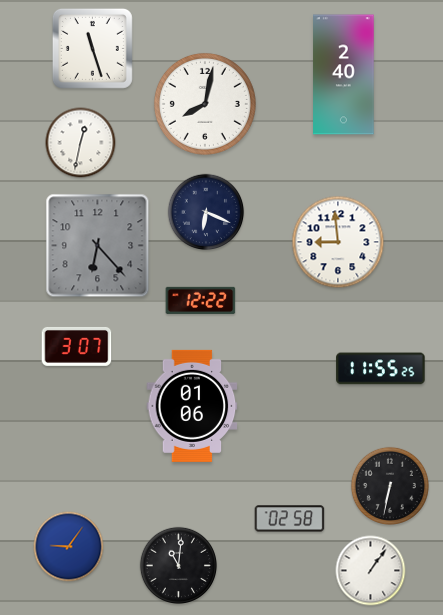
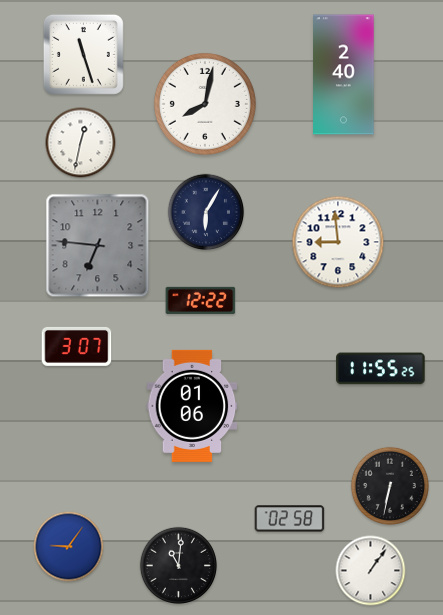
clock at (92, 48) position: (92, 48) -> (83, 54)
clock at (206, 212): 6:19 -> 6:05
clock at (98, 246): 6:23 -> 6:46
